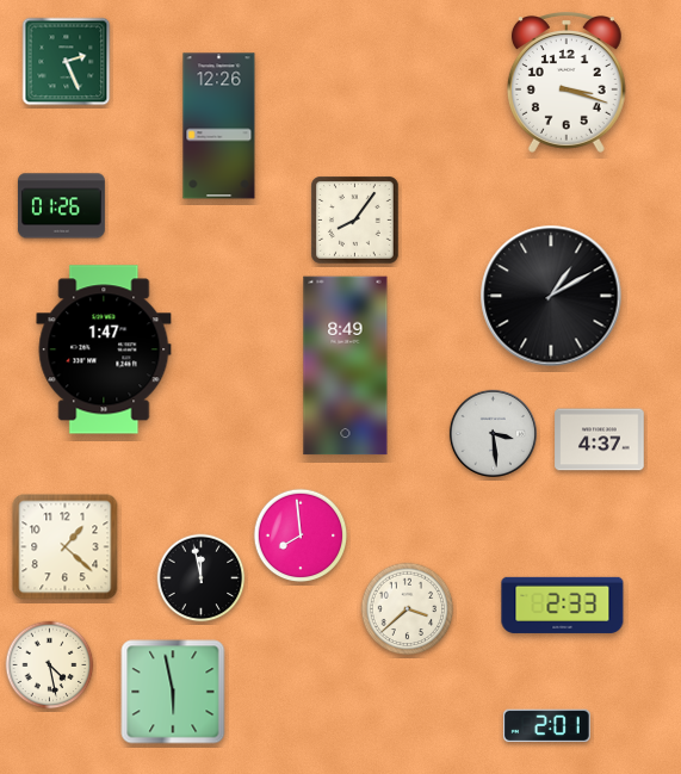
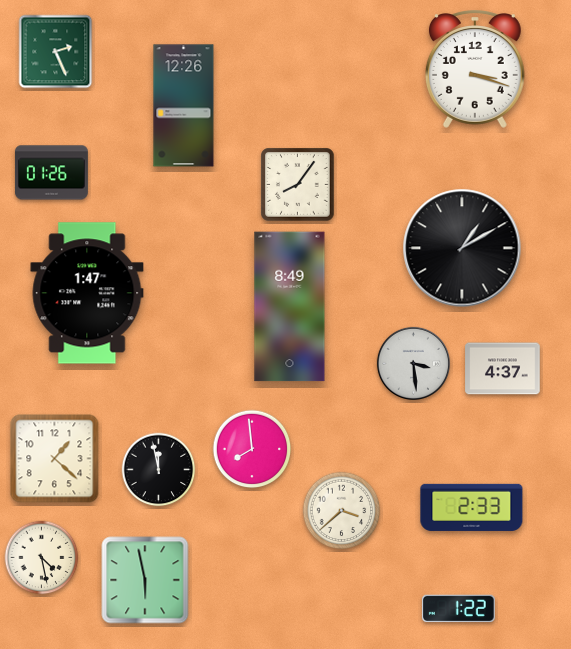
clock at (202, 578) position: (202, 578) -> (159, 470)
clock at (546, 726): 2:01 -> 1:22
